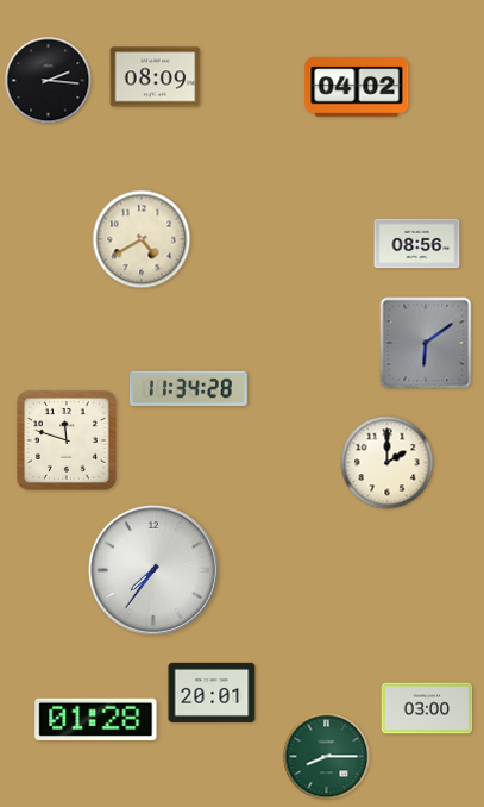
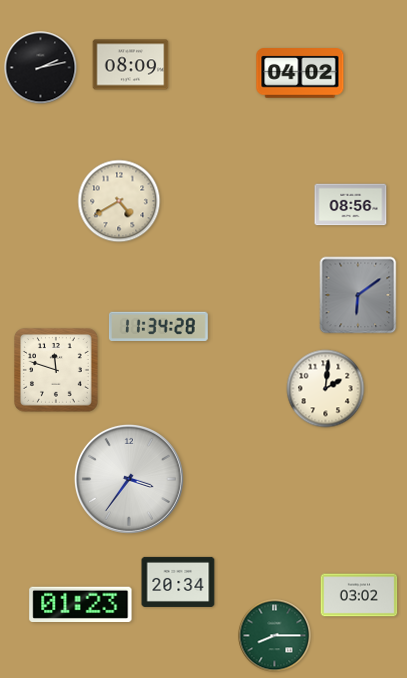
clock at (49, 81): 2:16 -> 2:13
clock at (426, 343) position: (426, 343) -> (358, 295)
clock at (388, 463): 2:00 -> 2:01
clock at (153, 570): 7:36 -> 3:36
clock at (212, 693): 20:01 -> 20:34
clock at (427, 708): 03:00 -> 03:02
clock at (96, 719): 01:28 -> 01:23
